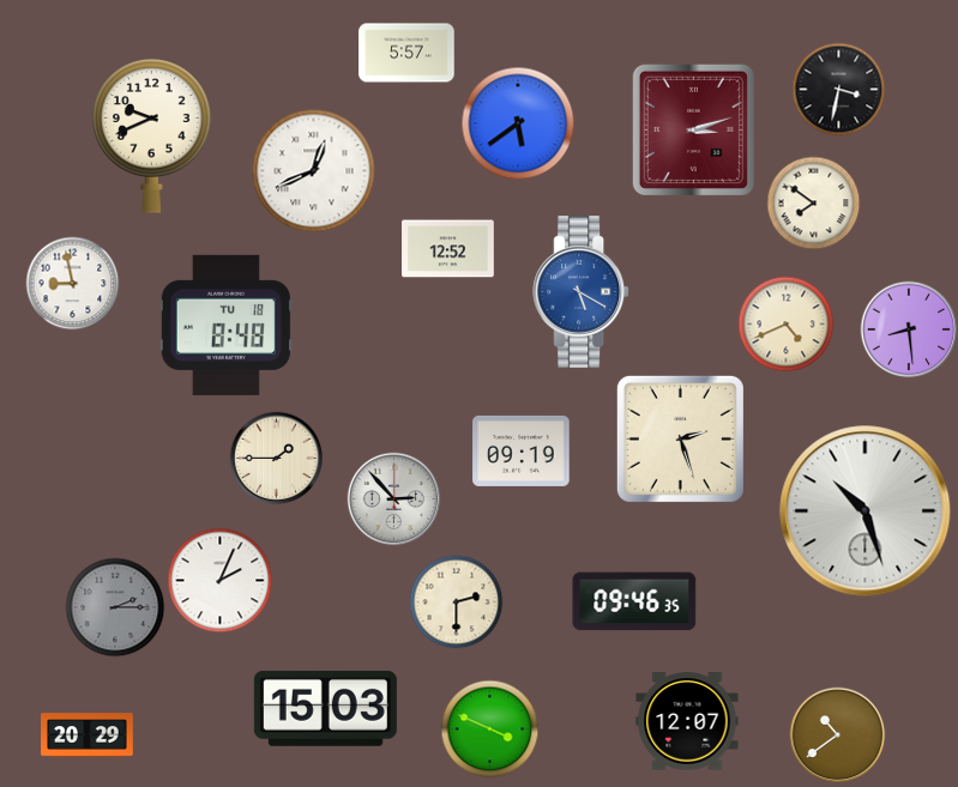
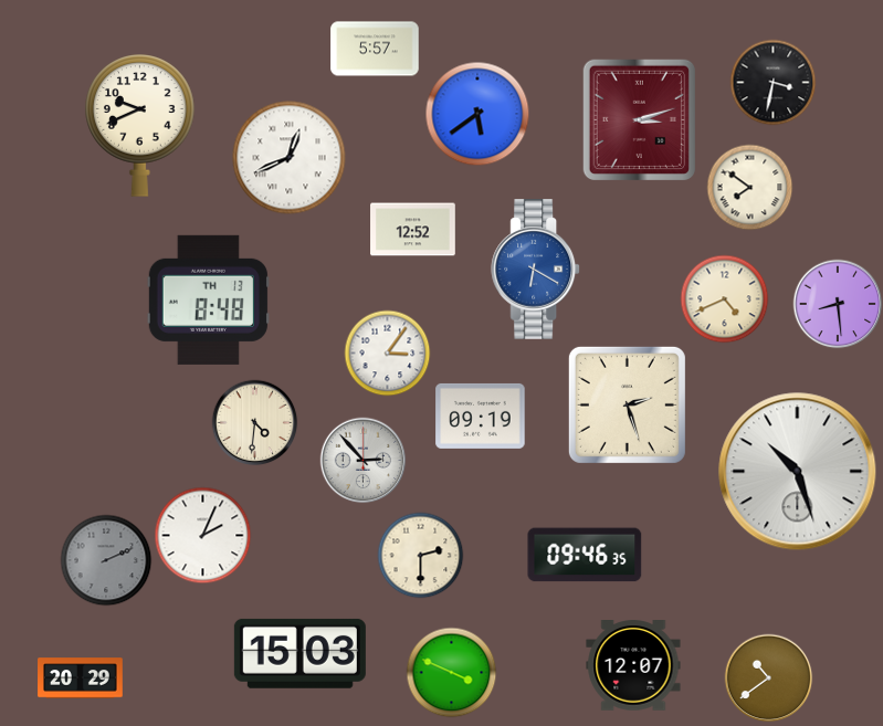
clock at (72, 283): 8:58 -> none
clock at (582, 292): 5:20 -> 6:20
clock at (225, 325) date: TU 18 -> TH 13
clock at (387, 353): none -> 3:06
clock at (276, 458): 1:45 -> 4:31
clock at (115, 607): 2:15 -> 2:11
clock at (837, 734) position: (837, 734) -> (768, 677)
